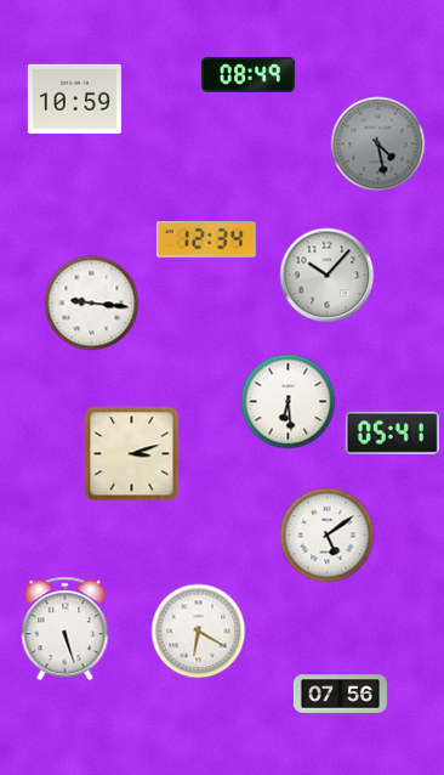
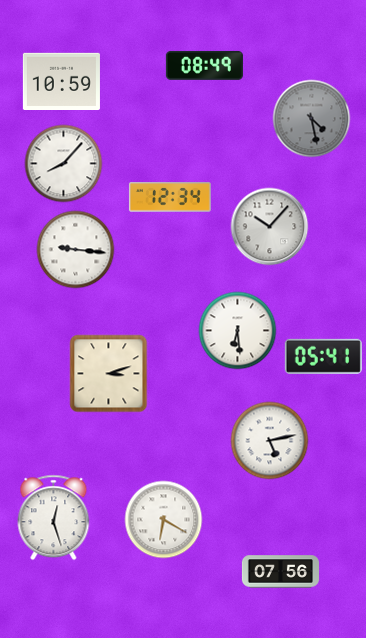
clock at (247, 74) position: (247, 74) -> (204, 65)
clock at (63, 163): none -> 8:07
clock at (326, 534): 5:09 -> 5:13
clock at (66, 628): 5:27 -> 12:27
